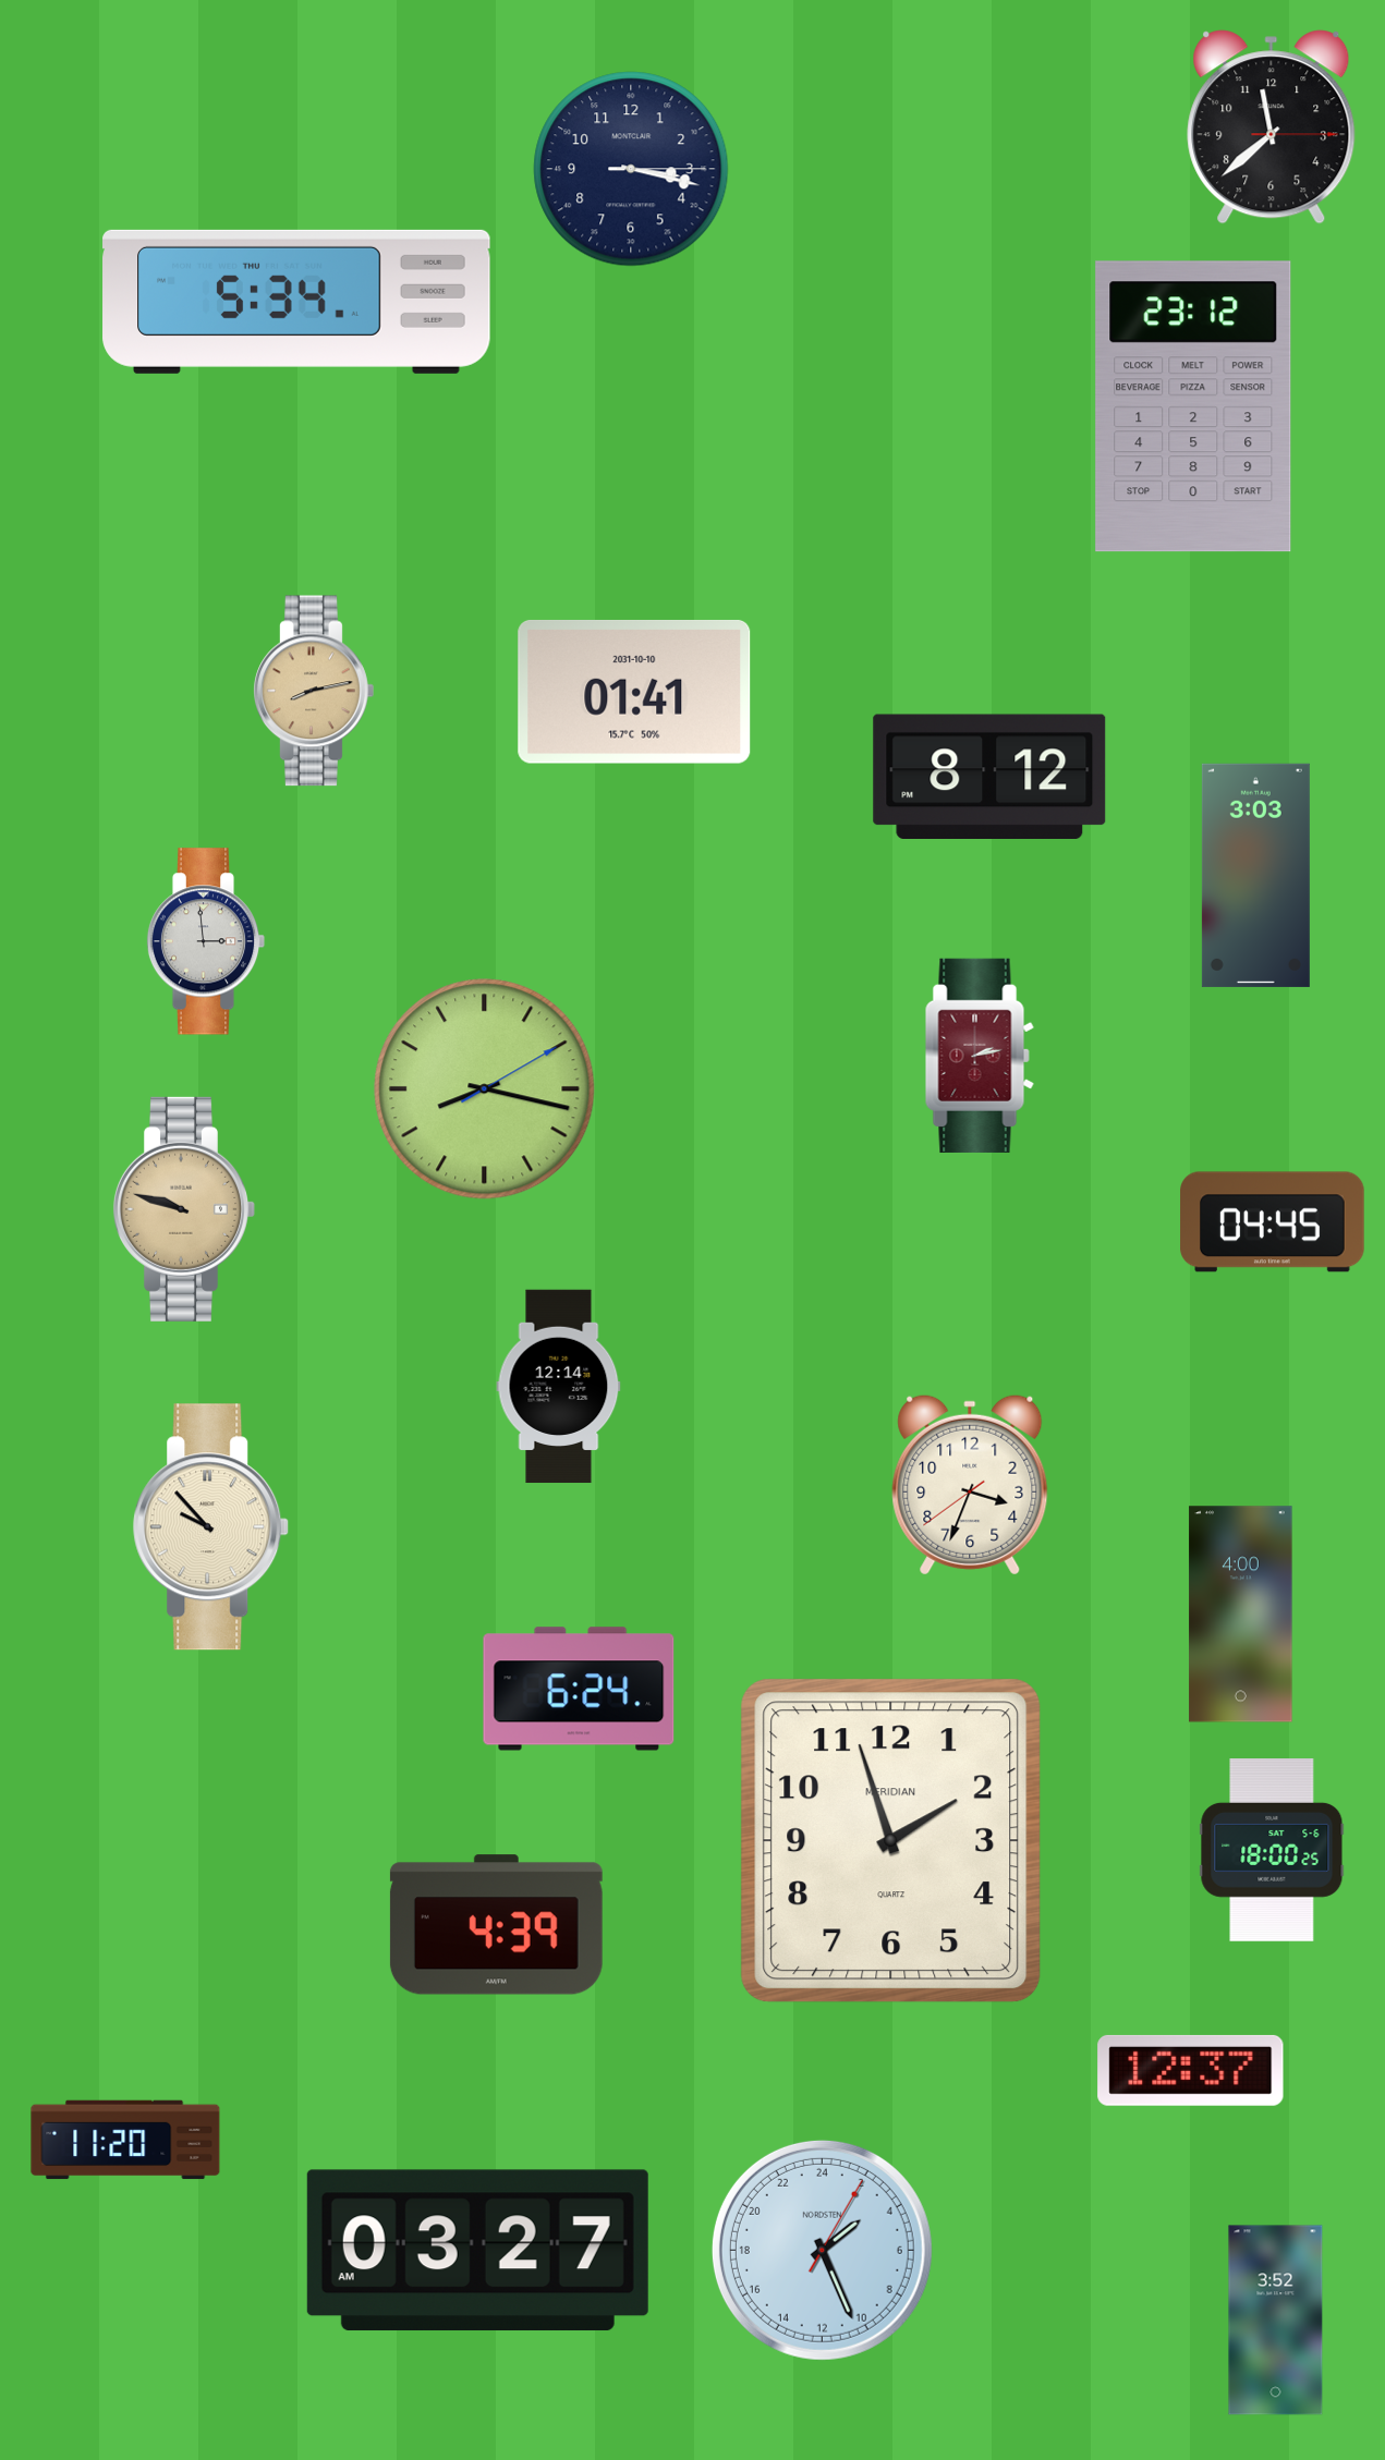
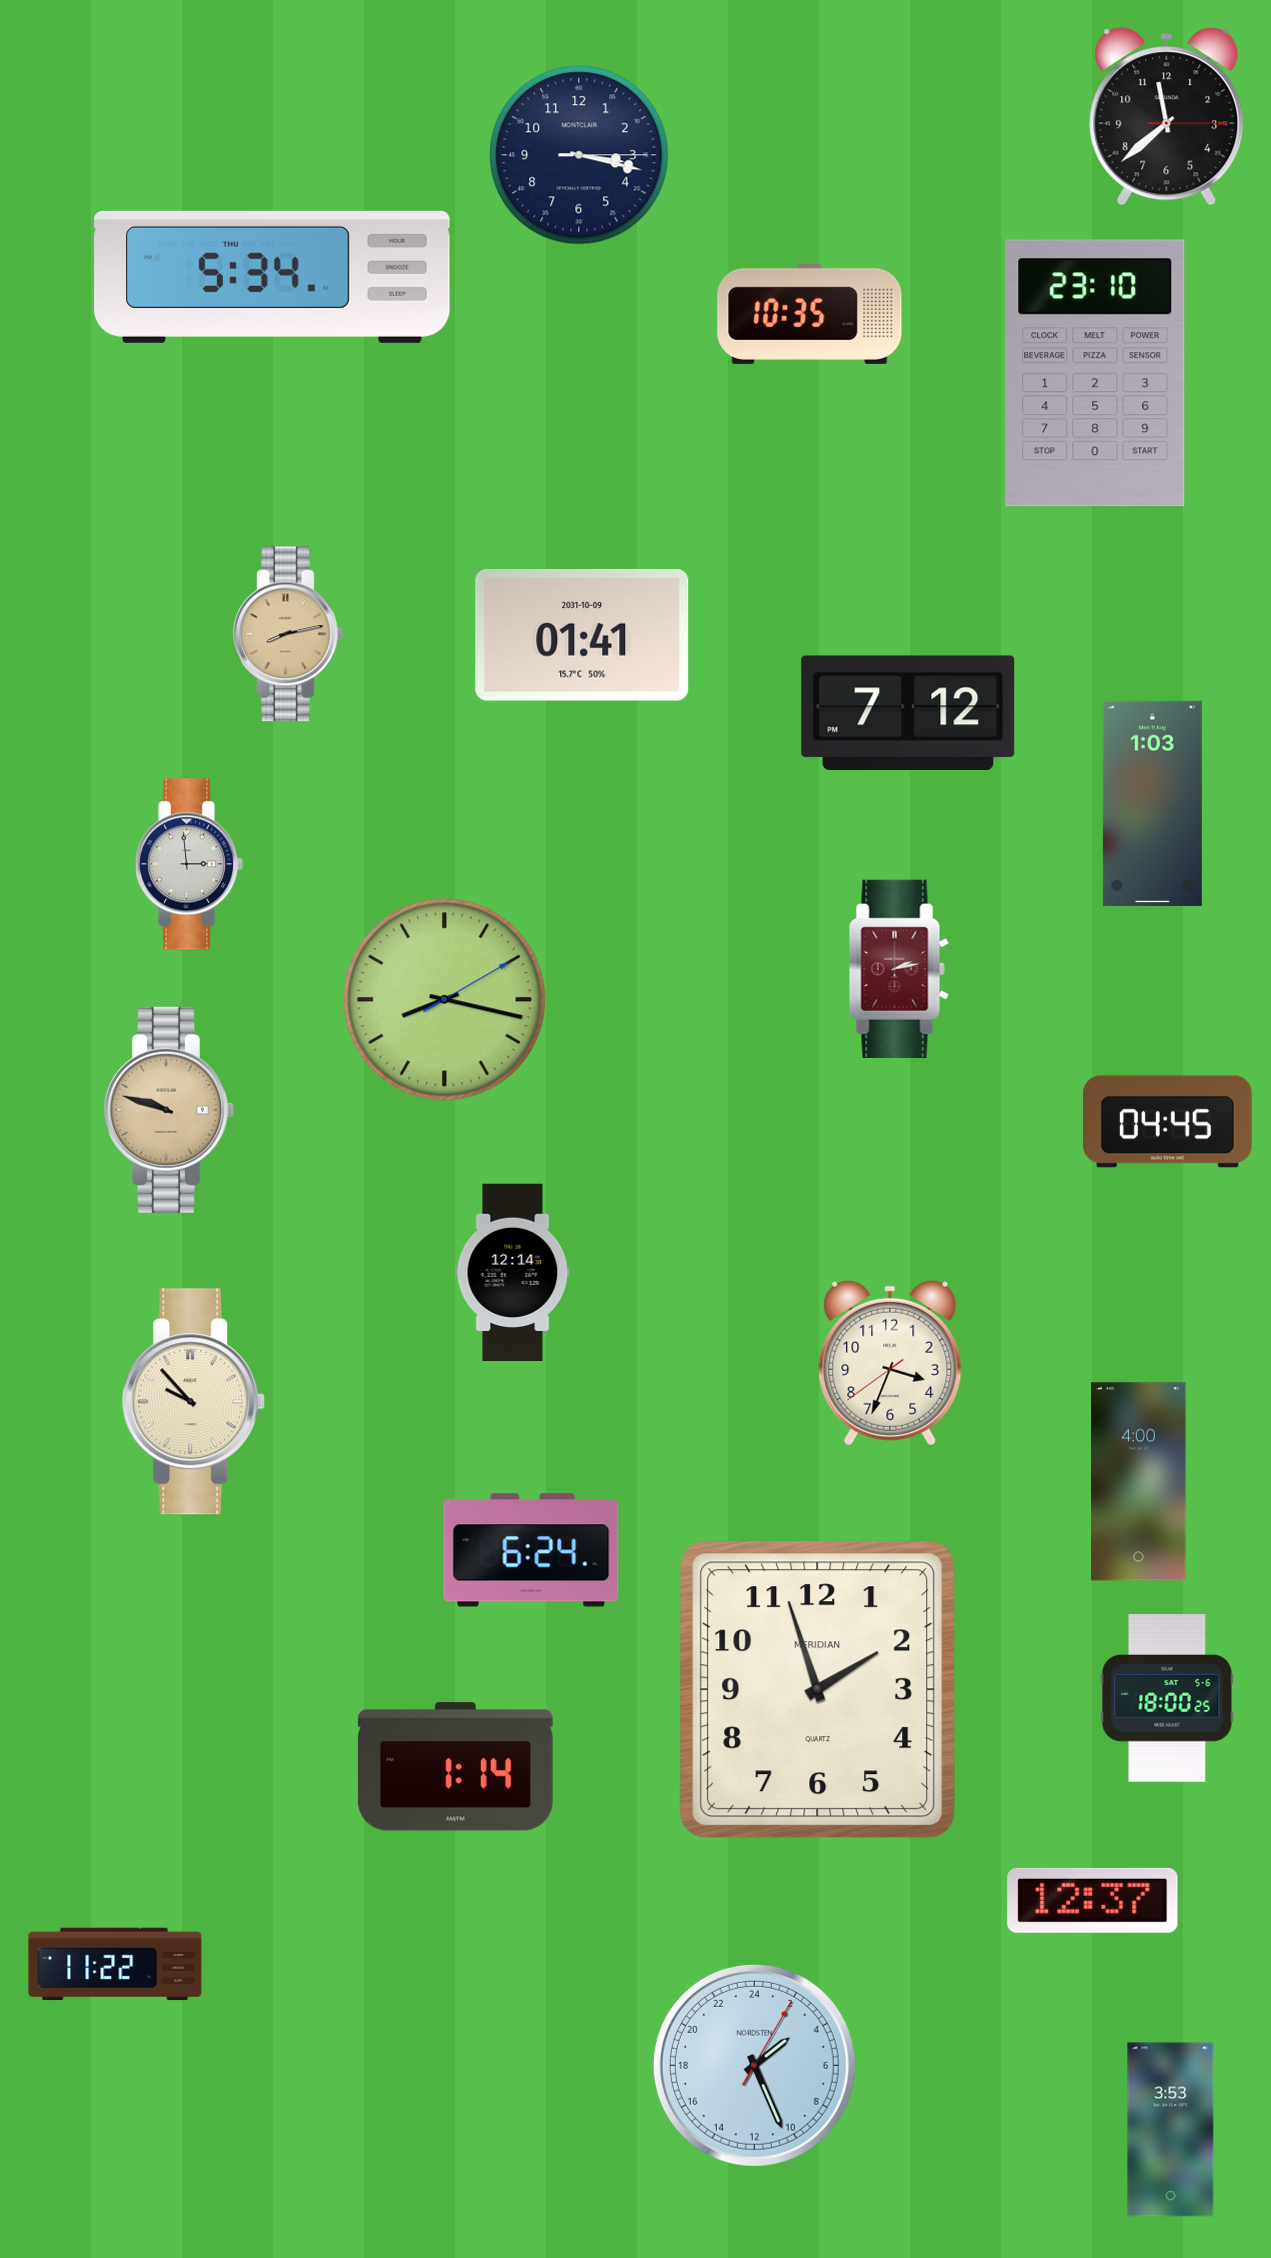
clock at (810, 313): none -> 10:35
clock at (1193, 406): 23:12 -> 23:10
clock at (634, 692) date: 2031-10-10 -> 2031-10-09
clock at (989, 776): 8:12 -> 7:12
clock at (1255, 875): 3:03 -> 1:03
clock at (496, 1925): 4:39 -> 1:14
clock at (125, 2140): 11:20 -> 11:22
clock at (477, 2251): 03:27 -> none
clock at (1276, 2321): 3:52 -> 3:53
